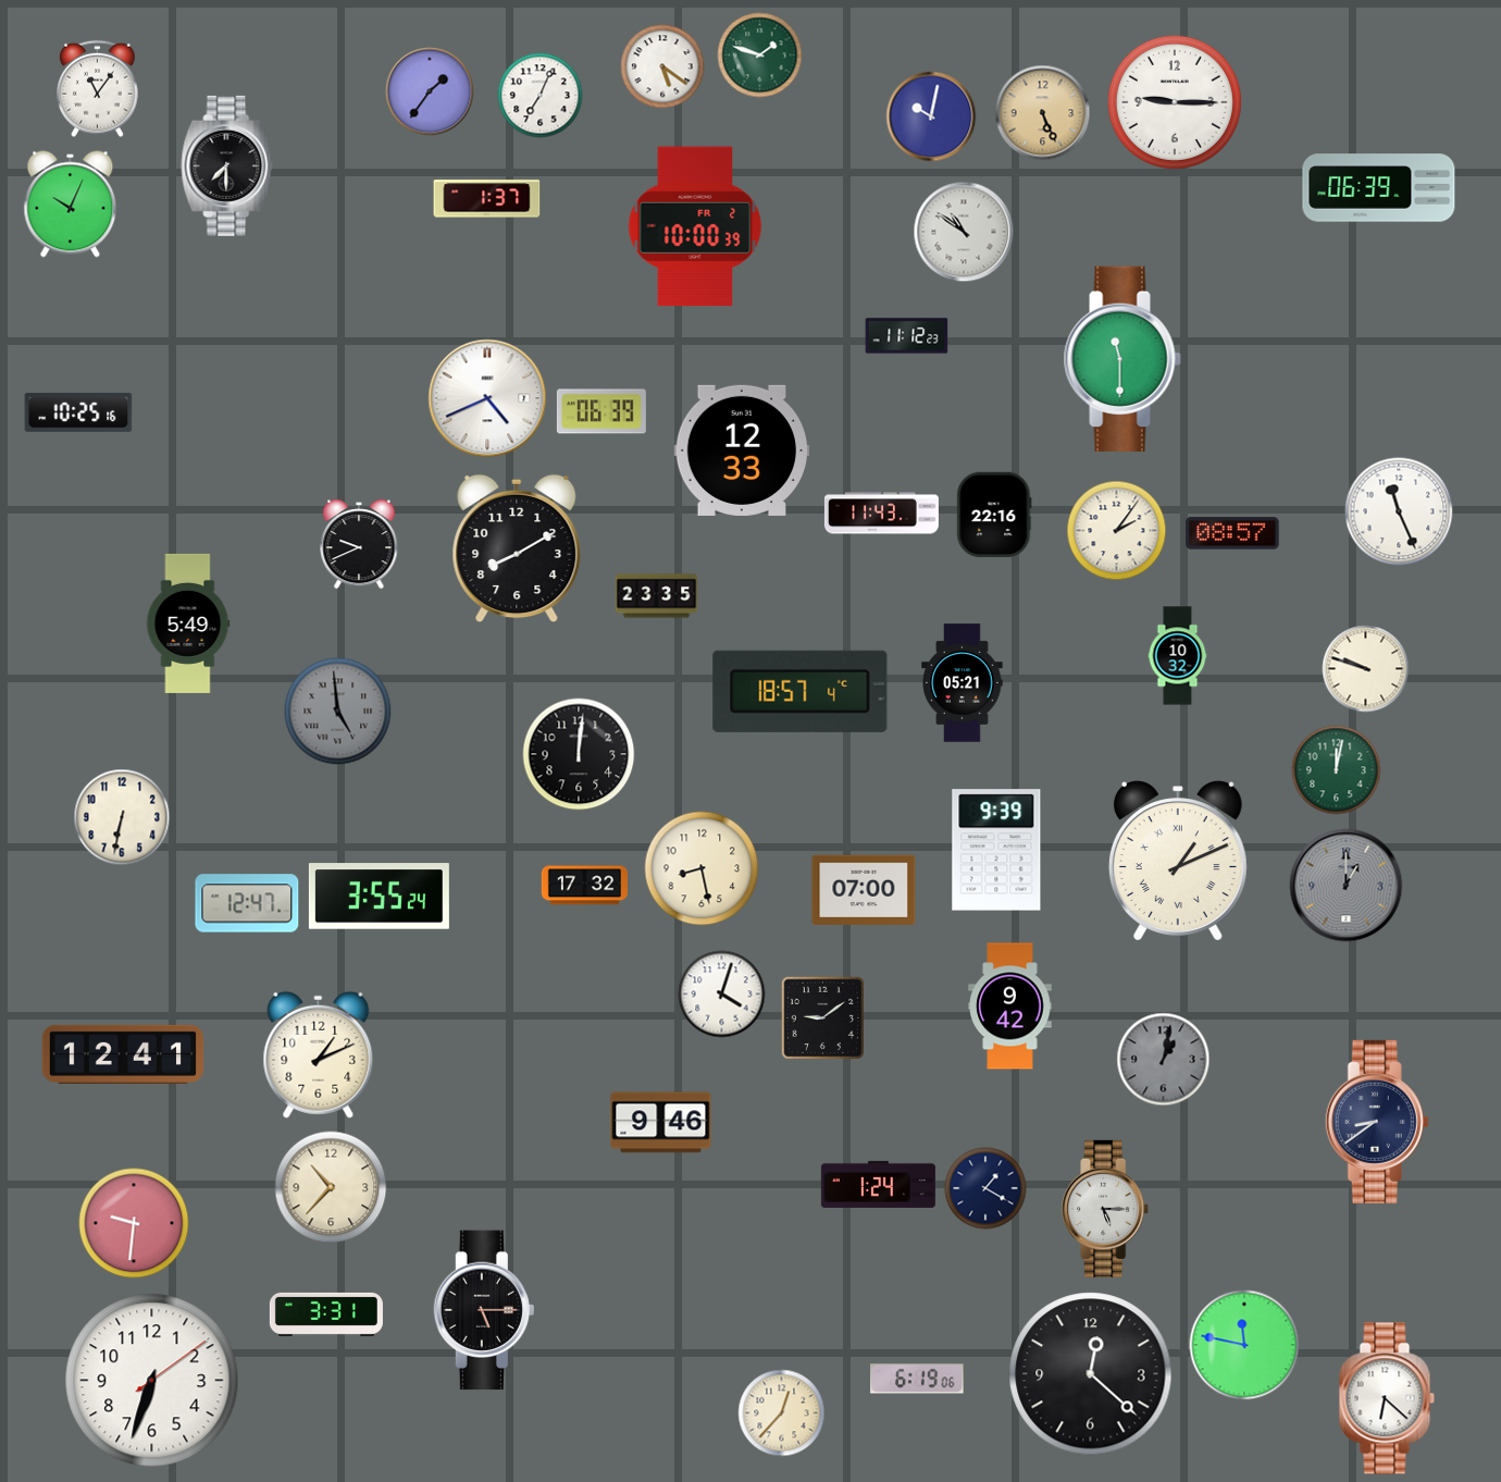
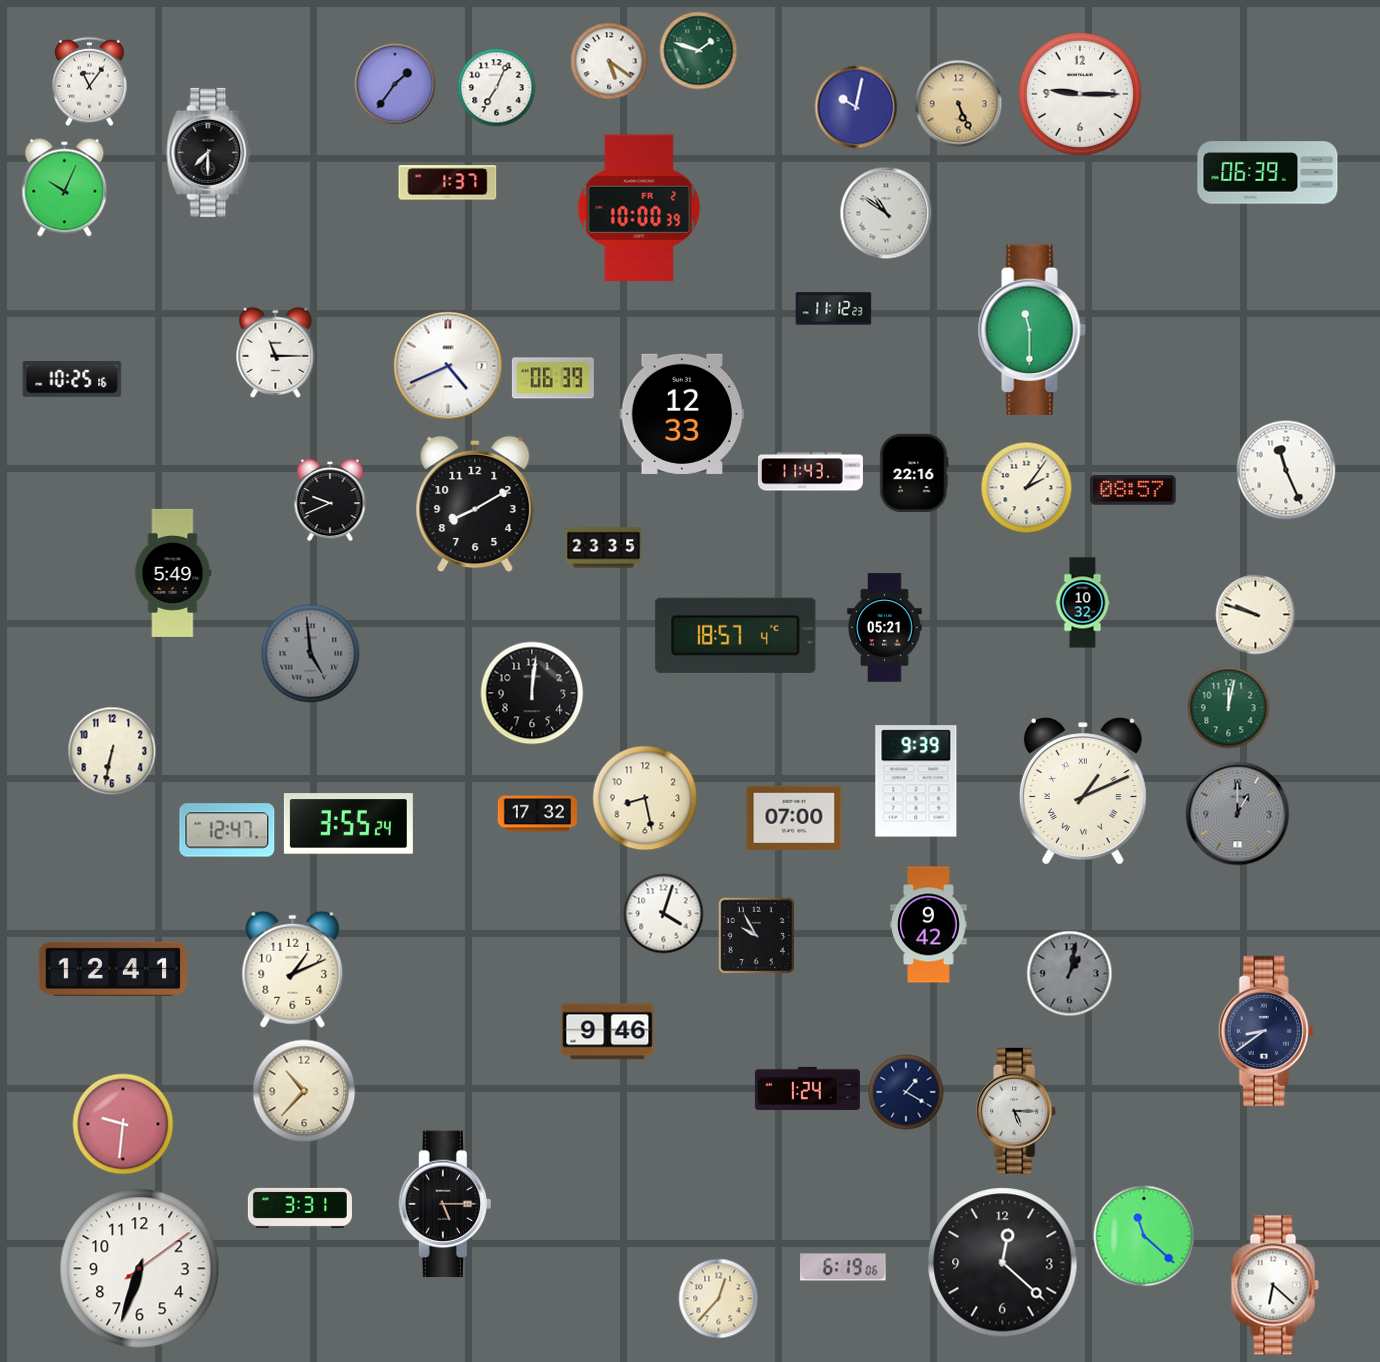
clock at (276, 352): none -> 11:15
clock at (823, 1018): 9:09 -> 9:55
clock at (1244, 1345): 11:47 -> 11:22
